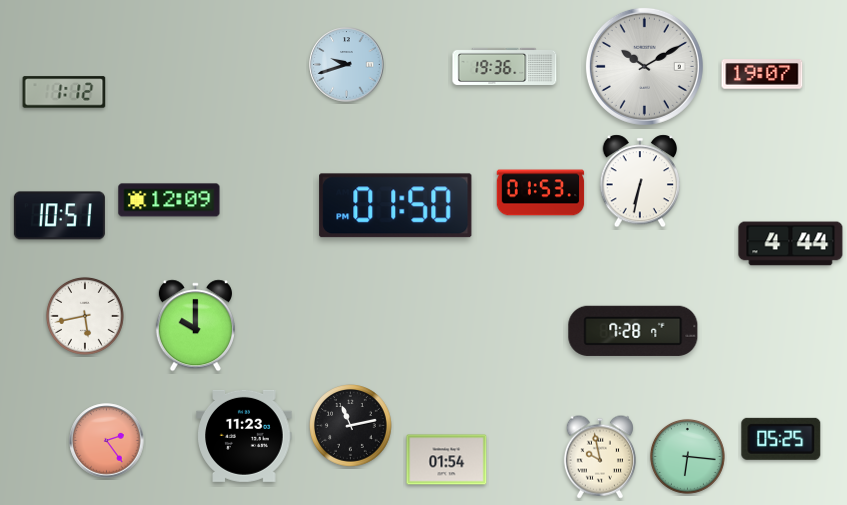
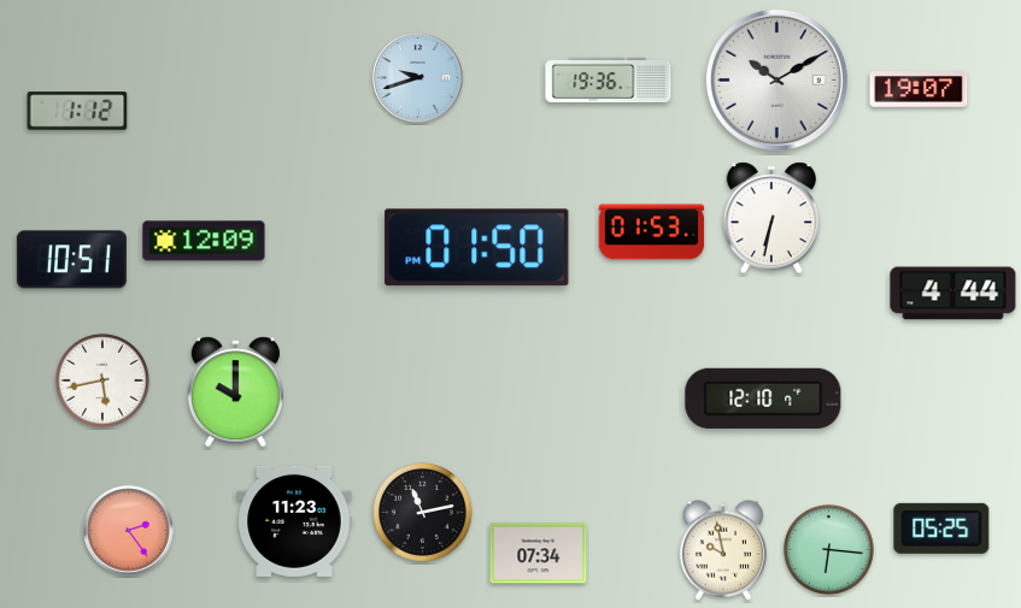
clock at (633, 331): 7:28 -> 12:10
clock at (244, 436) position: (244, 436) -> (294, 521)
clock at (447, 460): 01:54 -> 07:34
